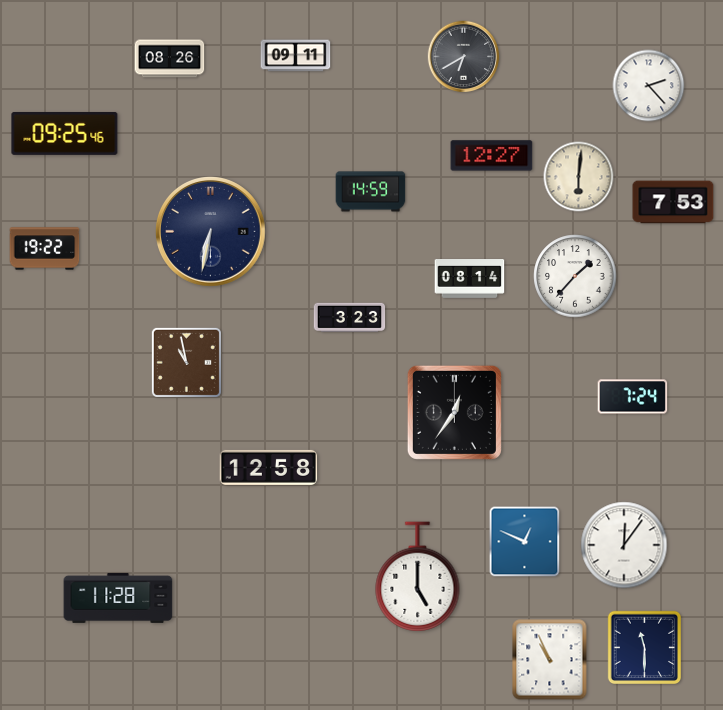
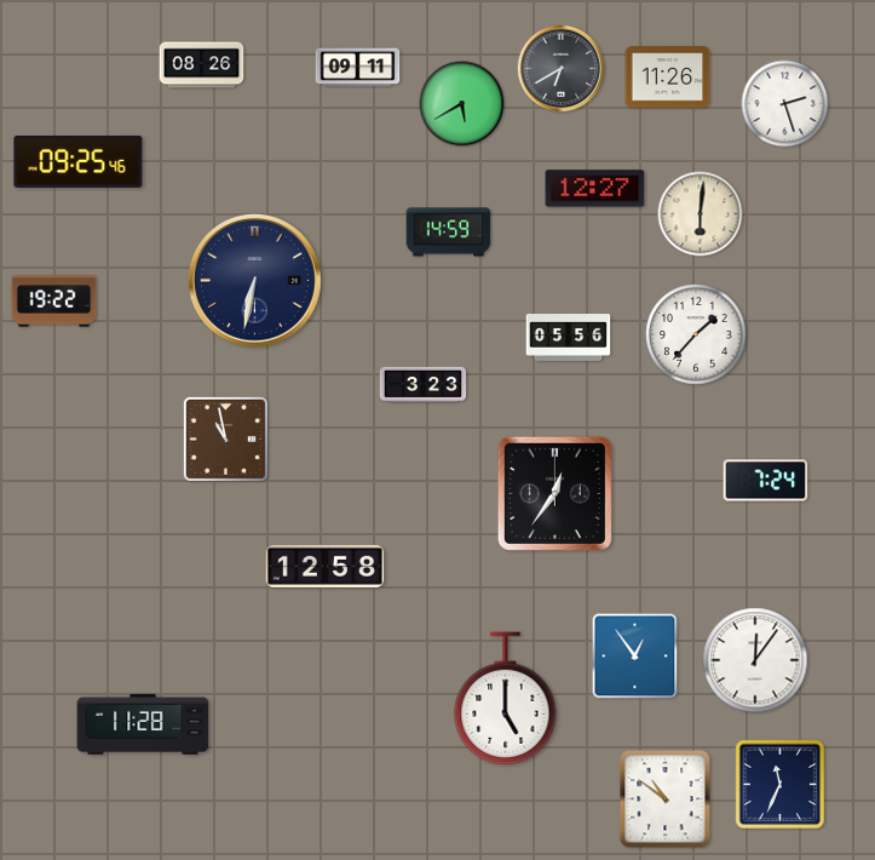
clock at (170, 59) position: (170, 59) -> (202, 65)
clock at (668, 78): none -> 11:26
clock at (462, 104): none -> 5:40
clock at (649, 86): 2:23 -> 2:27
clock at (673, 202): 7:53 -> none
clock at (470, 279): 08:14 -> 05:56
clock at (454, 412) position: (454, 412) -> (554, 493)
clock at (525, 542): 12:49 -> 12:54
clock at (644, 647): 11:30 -> 11:34
clock at (550, 660): 10:56 -> 10:51
